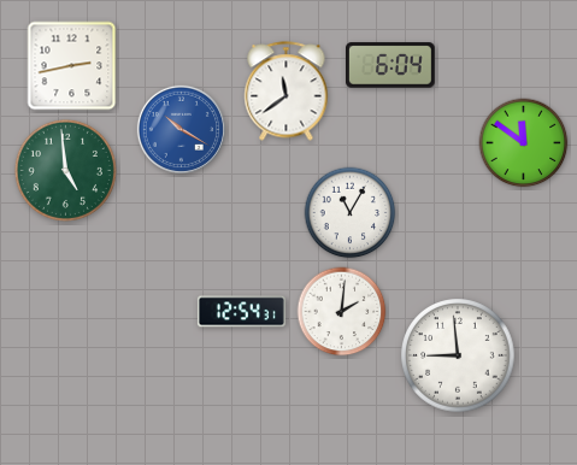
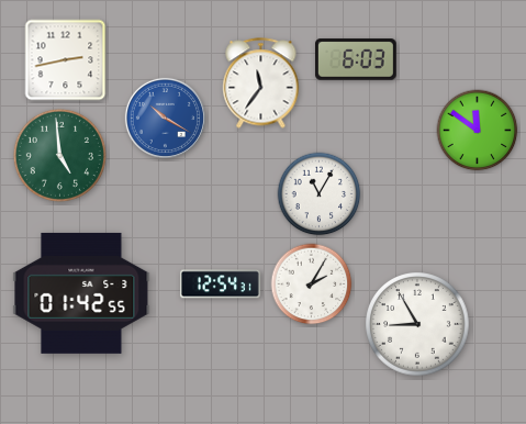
clock at (391, 65): 6:04 -> 6:03
clock at (287, 92): 11:39 -> 11:36
clock at (342, 312): 2:01 -> 2:05
clock at (81, 293): none -> 01:42
clock at (458, 355): 8:59 -> 8:55
